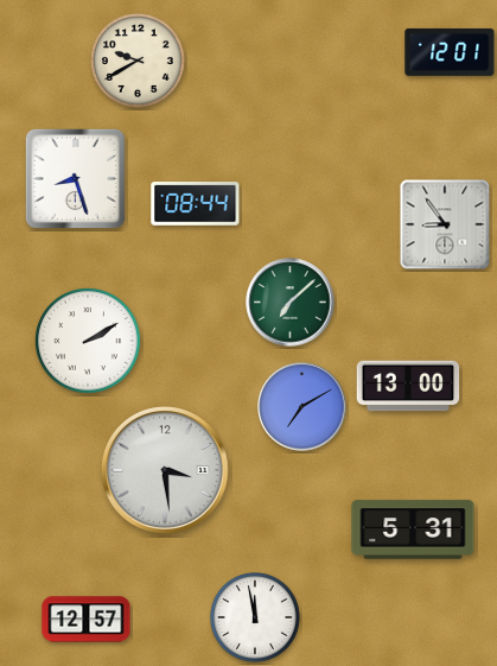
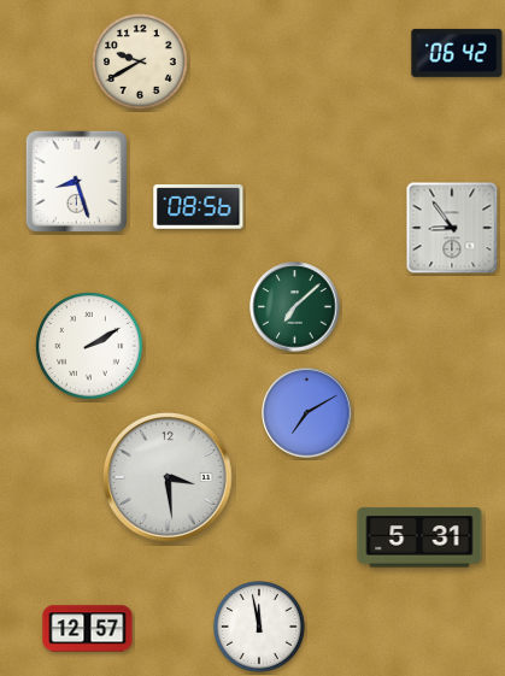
clock at (450, 52): 12:01 -> 06:42
clock at (196, 204): 08:44 -> 08:56
clock at (408, 386): 13:00 -> none
